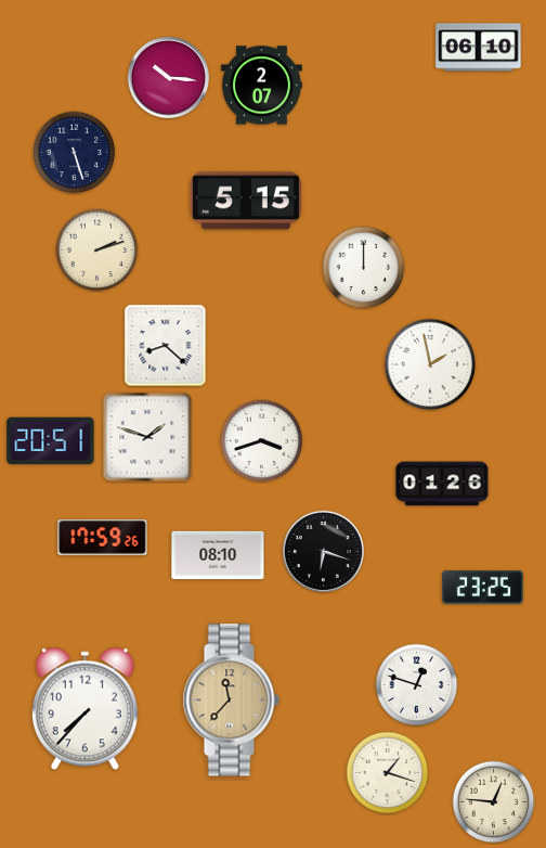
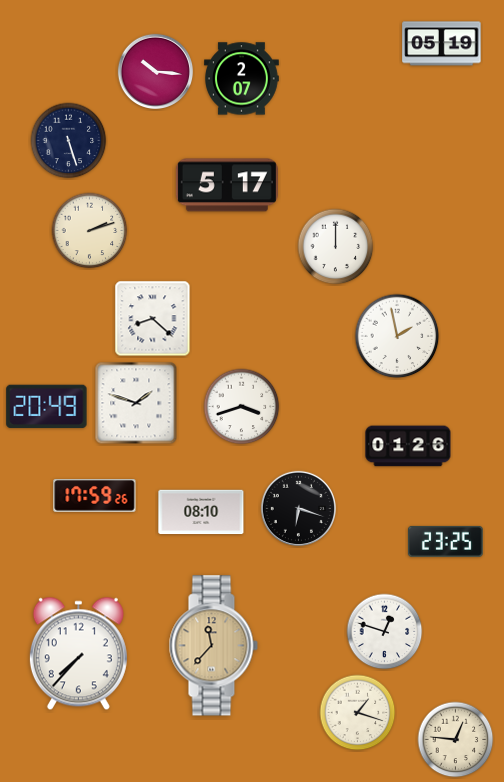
clock at (479, 48): 06:10 -> 05:19
clock at (246, 201): 5:15 -> 5:17
clock at (51, 441): 20:51 -> 20:49
